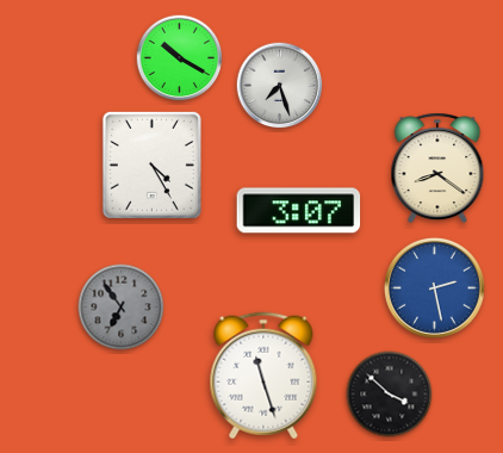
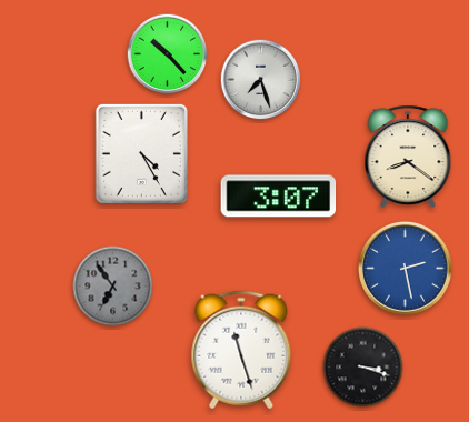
clock at (180, 58): 10:20 -> 10:23
clock at (263, 376) position: (263, 376) -> (241, 350)
clock at (390, 395): 3:52 -> 3:18
